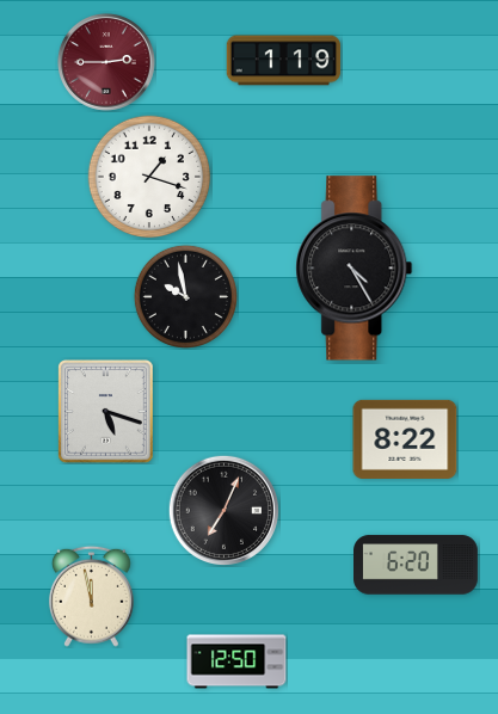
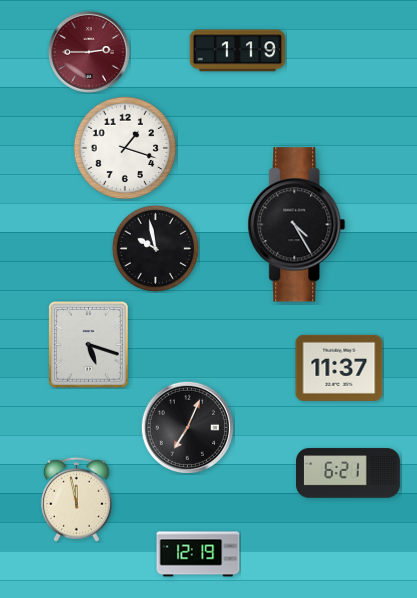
clock at (405, 439): 8:22 -> 11:37
clock at (417, 565): 6:20 -> 6:21
clock at (236, 661): 12:50 -> 12:19
